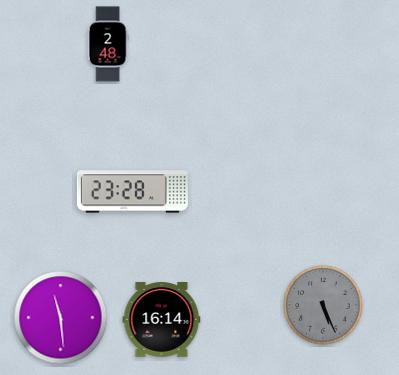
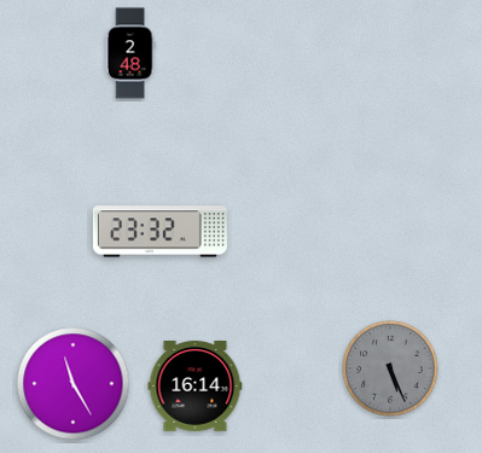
clock at (132, 192): 23:28 -> 23:32
clock at (61, 318): 11:29 -> 11:25
